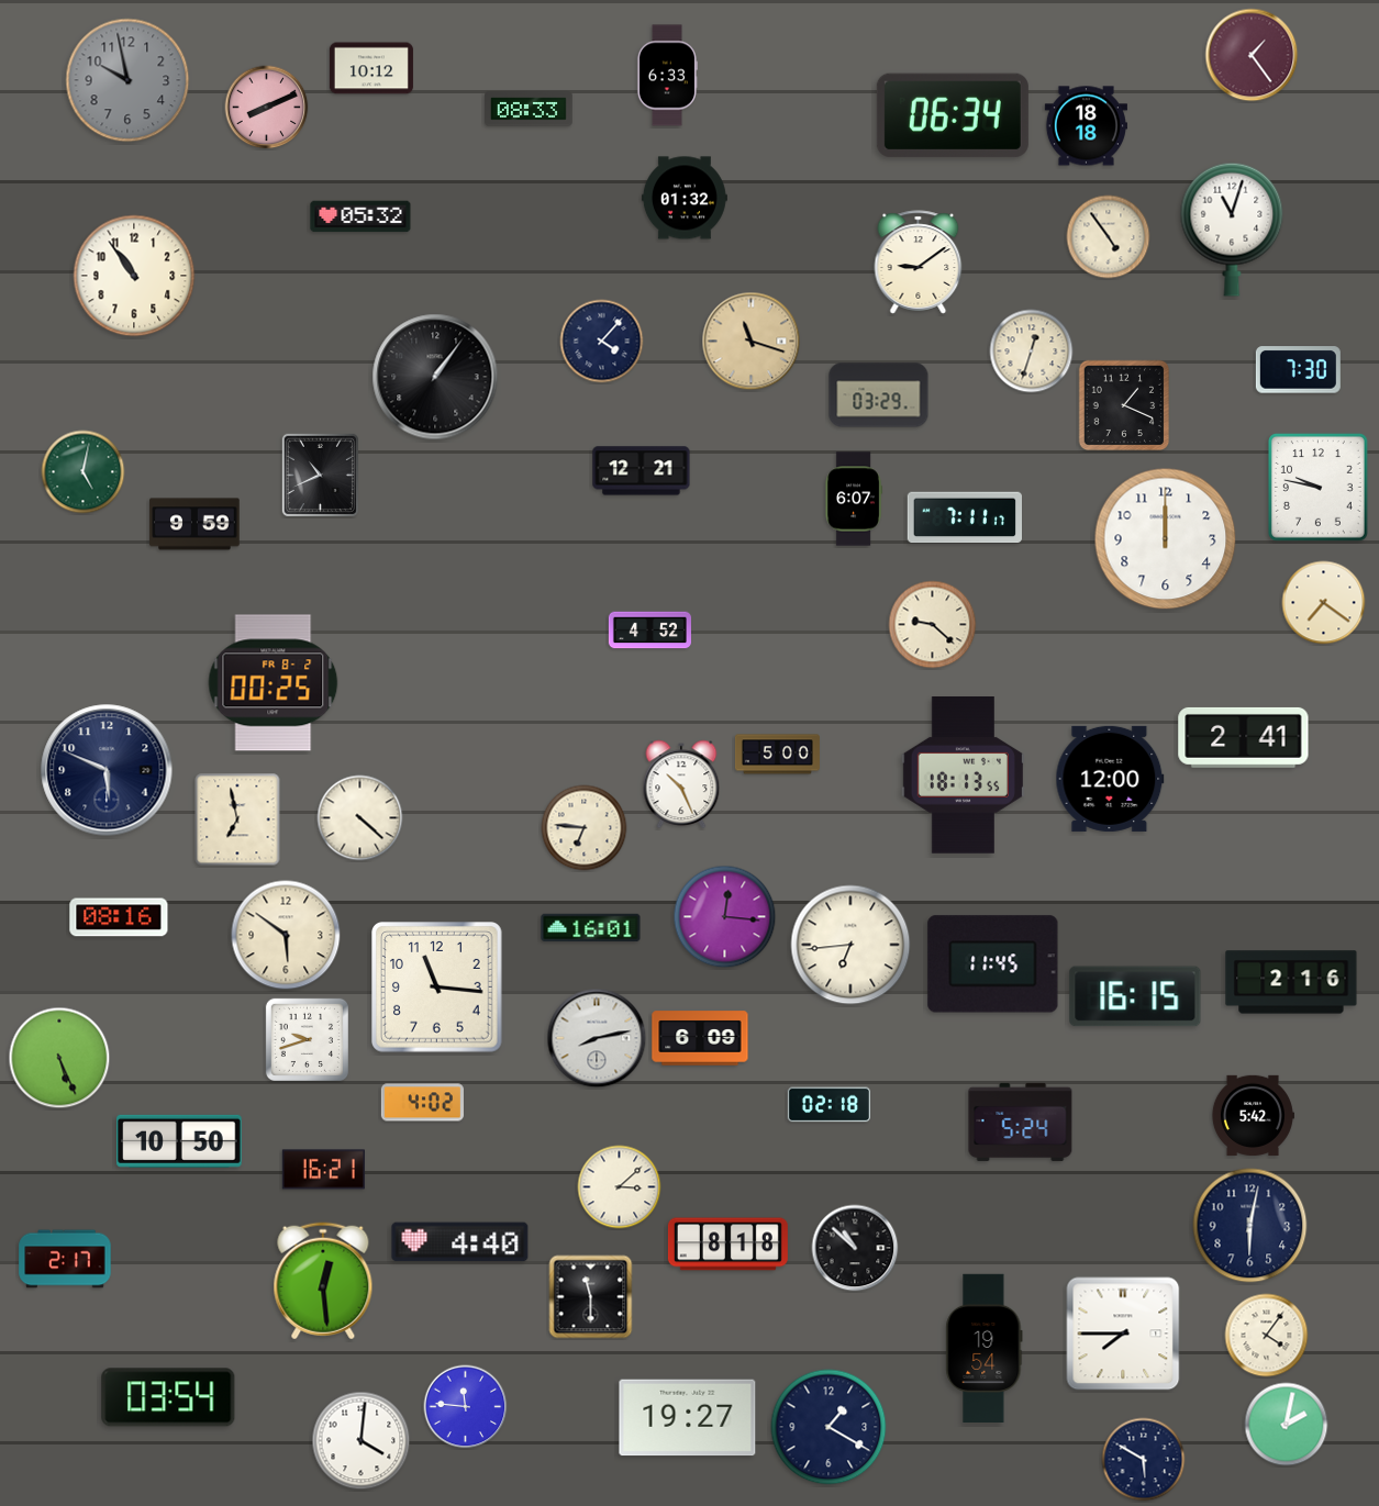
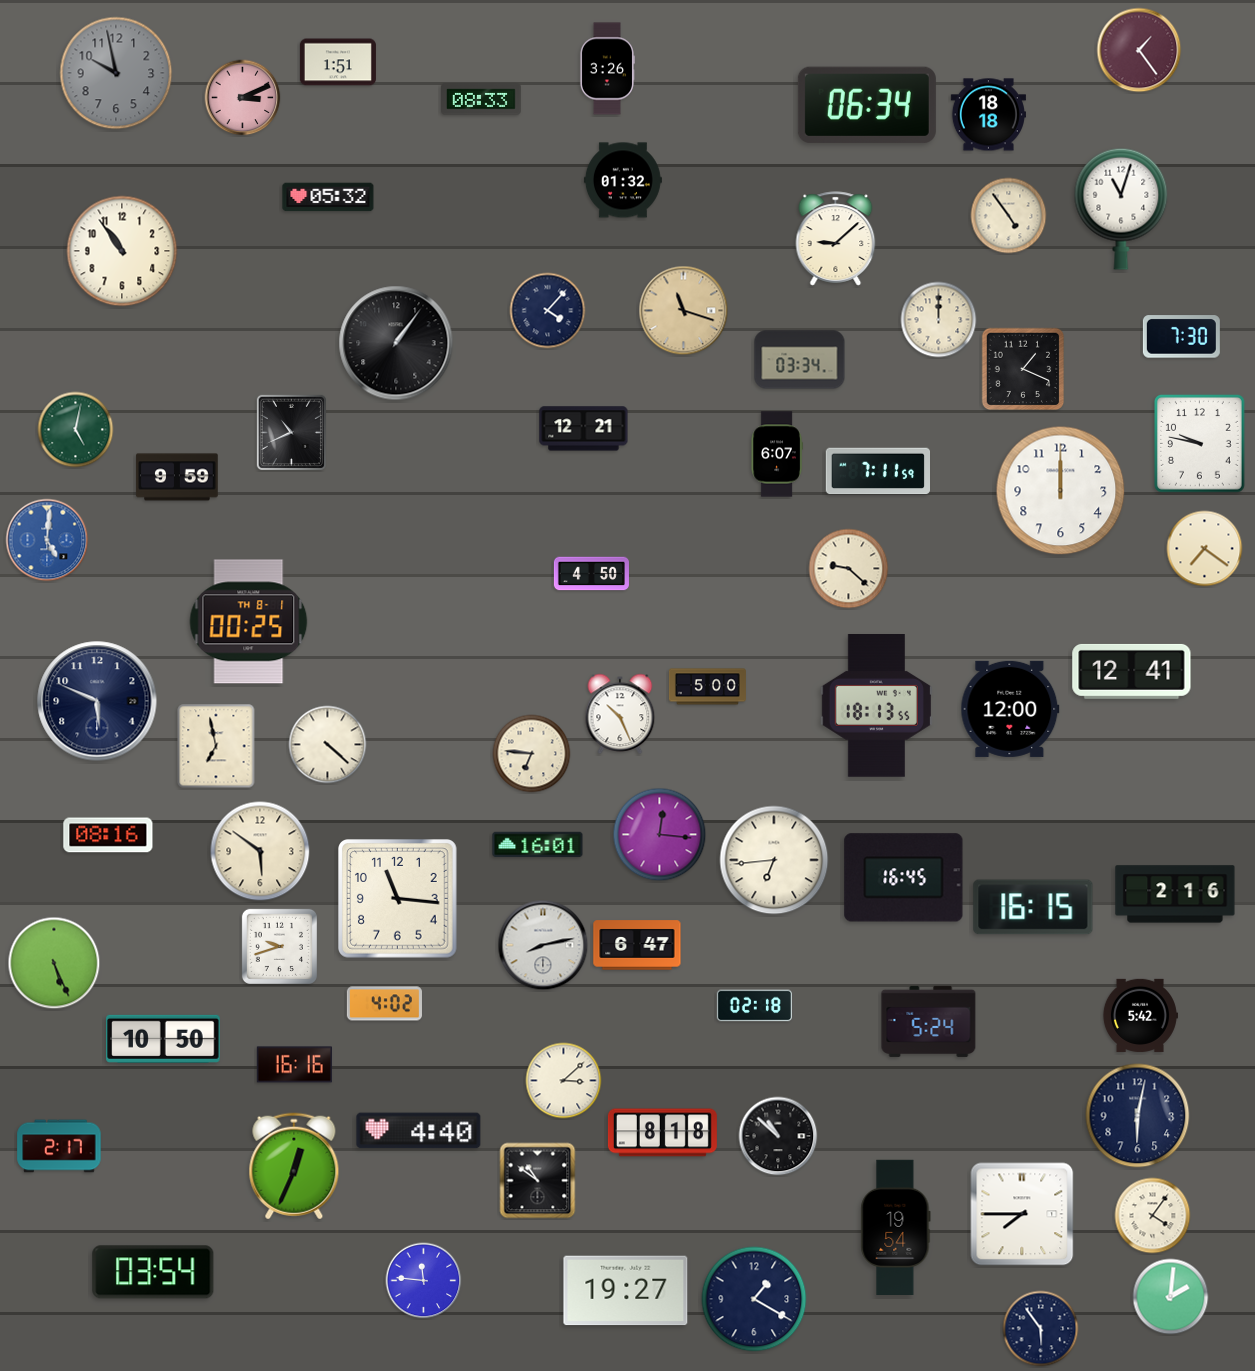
clock at (371, 68): 10:12 -> 1:51
clock at (667, 76): 6:33 -> 3:26
clock at (267, 108): 8:11 -> 3:11
clock at (919, 263): 9:09 -> 9:08
clock at (1032, 352): 12:33 -> 12:00
clock at (879, 395): 03:29 -> 03:34
clock at (964, 517): 7:11:17 -> 7:11:59
clock at (47, 540): none -> 5:01
clock at (649, 631): 4:52 -> 4:50
clock at (274, 683) date: FR 8-2 -> TH 8-1
clock at (1244, 737): 2:41 -> 12:41
clock at (993, 964): 11:45 -> 16:45
clock at (700, 1038): 6:09 -> 6:47
clock at (323, 1170): 16:21 -> 16:16
clock at (323, 1281): 12:29 -> 12:34
clock at (591, 1297): 11:30 -> 10:51
clock at (1287, 1425): 2:02 -> 2:01
clock at (362, 1441): 4:01 -> none
clock at (1144, 1460): 5:50 -> 5:54
